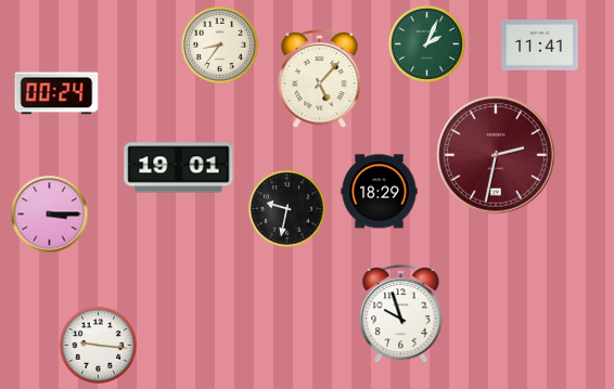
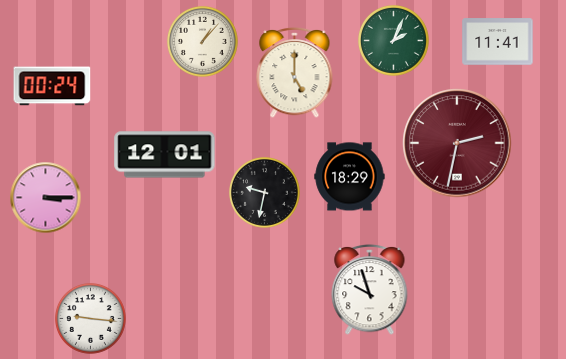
clock at (219, 44): 8:36 -> 1:07
clock at (320, 78): 5:07 -> 5:00
clock at (179, 168): 19:01 -> 12:01
